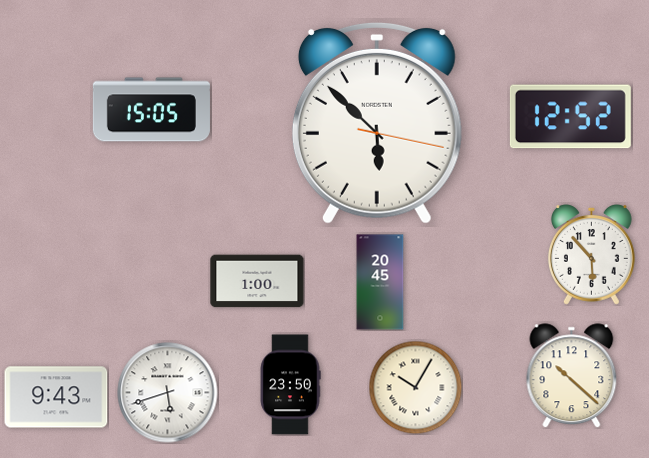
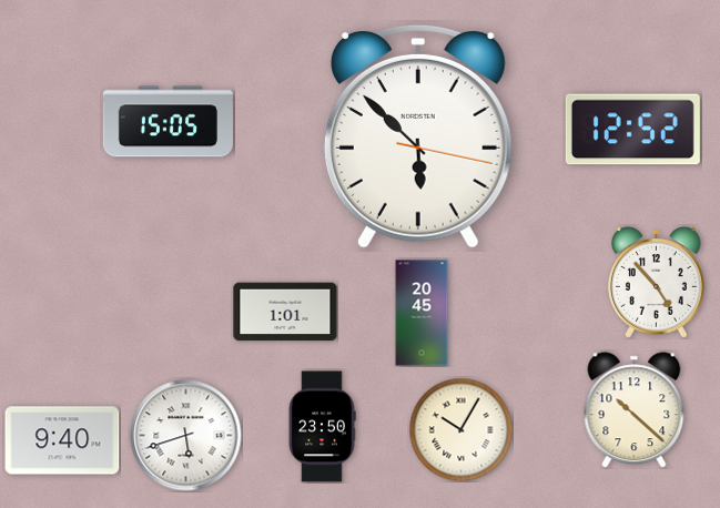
clock at (591, 255): 5:53 -> 4:53
clock at (257, 281): 1:00 -> 1:01
clock at (572, 376) position: (572, 376) -> (635, 410)
clock at (56, 397): 9:43 -> 9:40
